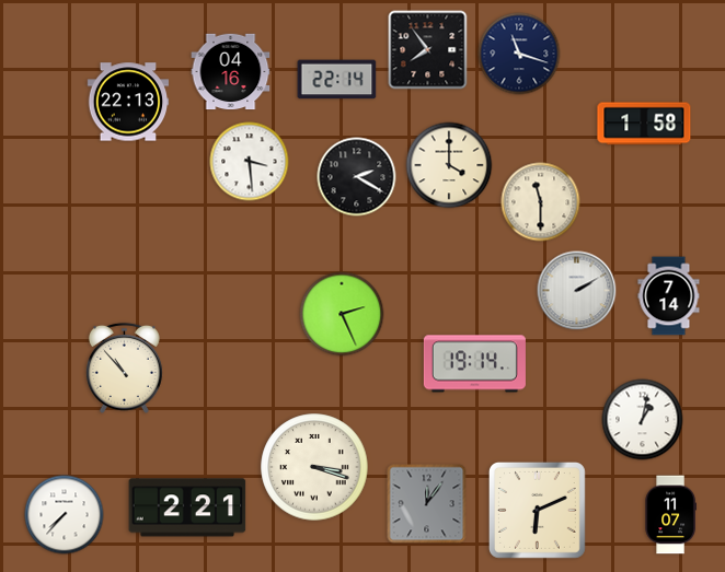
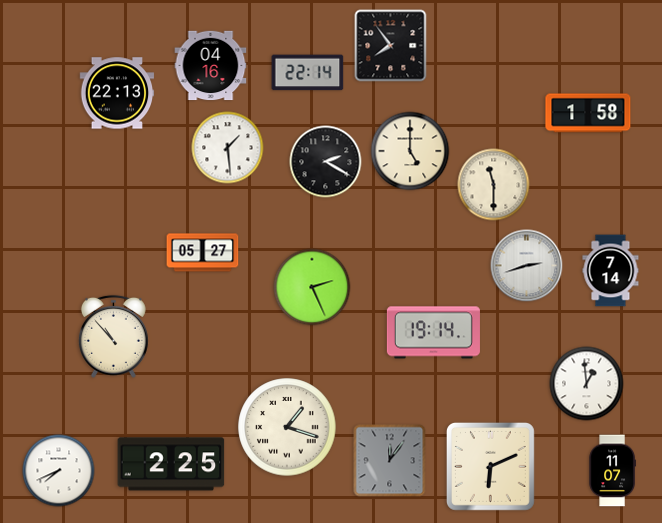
clock at (519, 54): 11:18 -> none
clock at (250, 162): 3:29 -> 1:29
clock at (449, 165): 4:00 -> 5:00
clock at (203, 253): none -> 05:27
clock at (577, 291): 2:10 -> 2:42
clock at (643, 420): 1:02 -> 12:59
clock at (314, 467): 3:18 -> 1:18
clock at (187, 507): 2:21 -> 2:25
clock at (65, 515): 7:37 -> 7:41
